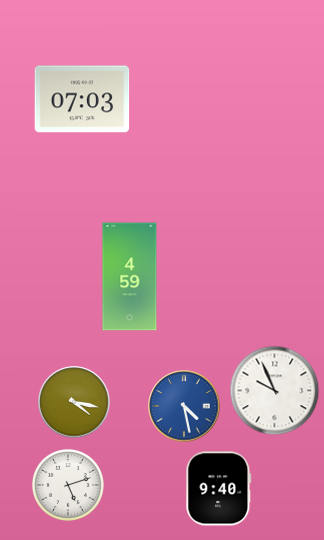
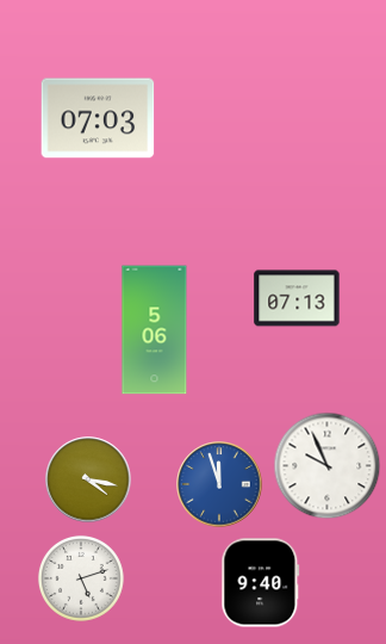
clock at (297, 298): none -> 07:13
clock at (130, 277): 4:59 -> 5:06
clock at (184, 406): 4:28 -> 11:57
